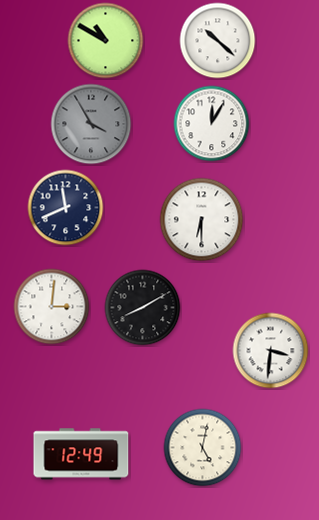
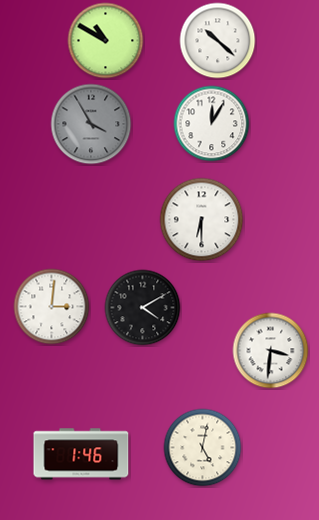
clock at (66, 208): 11:41 -> none
clock at (143, 308): 8:10 -> 4:10
clock at (81, 454): 12:49 -> 1:46
